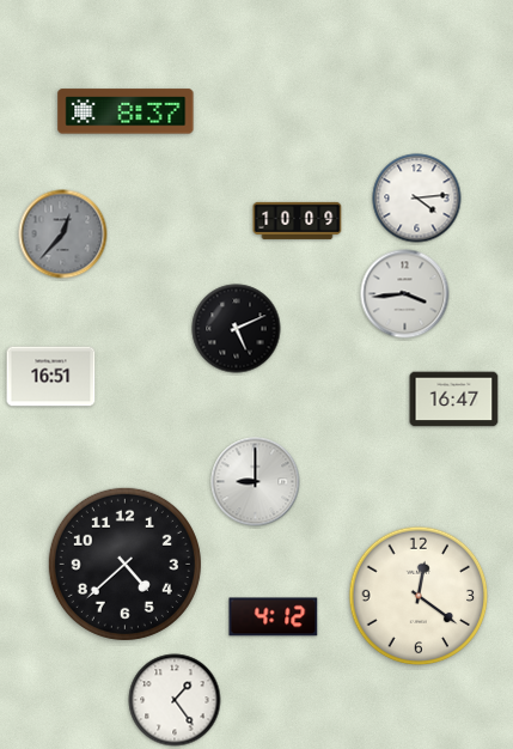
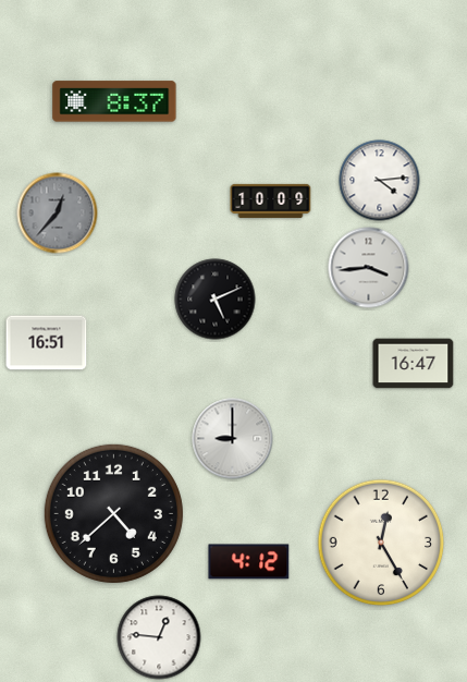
clock at (419, 596): 12:21 -> 12:25
clock at (175, 700): 1:24 -> 12:46
